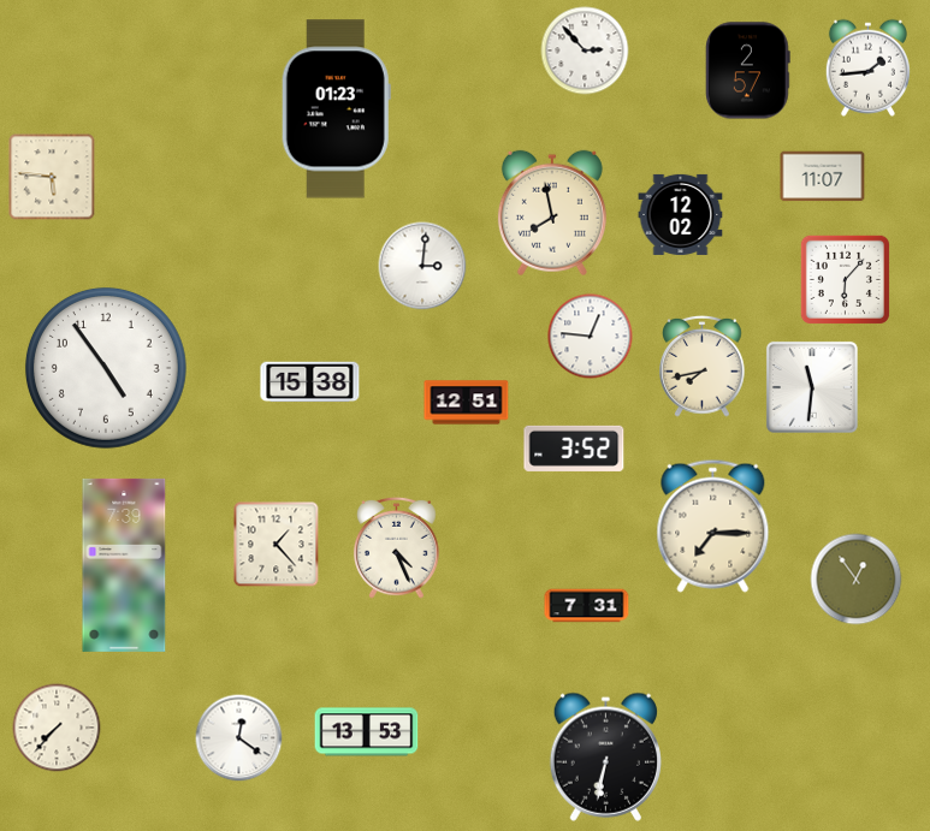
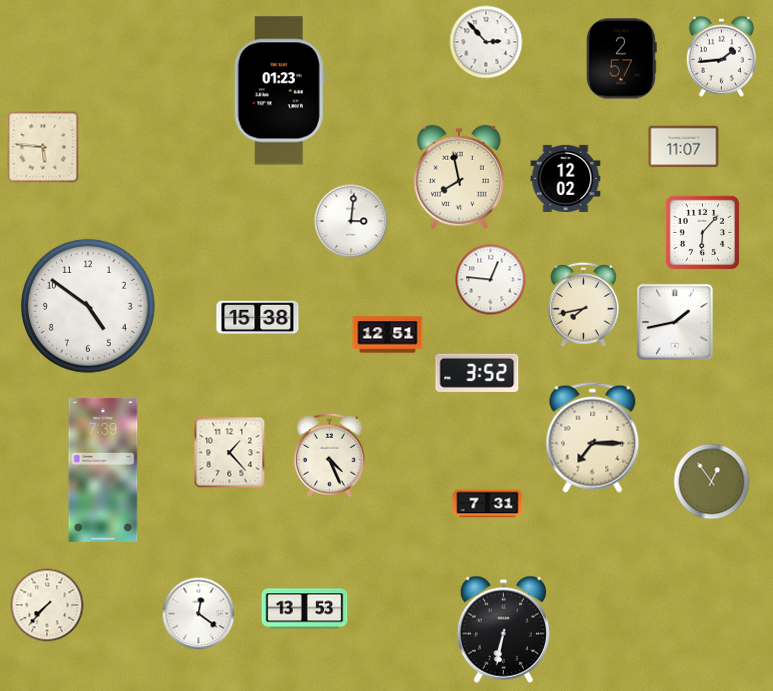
clock at (106, 368): 4:54 -> 4:51
clock at (812, 387): 11:31 -> 1:43
